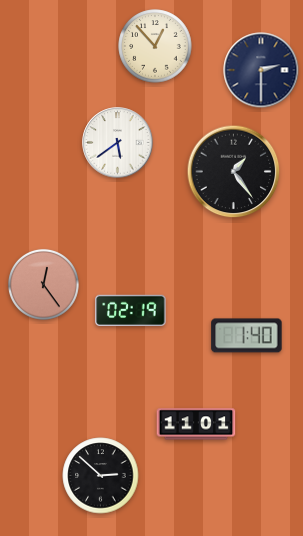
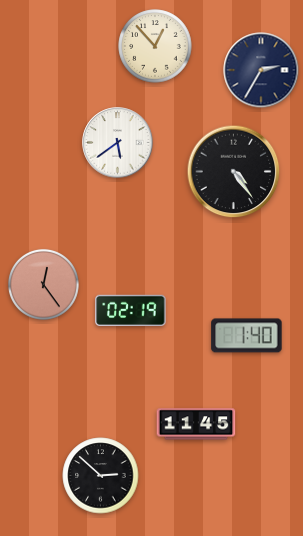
clock at (261, 70): 2:30 -> 2:35
clock at (234, 172): 1:24 -> 4:24
clock at (196, 424): 11:01 -> 11:45
